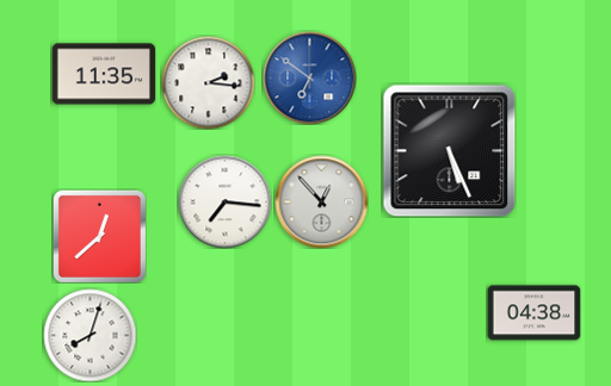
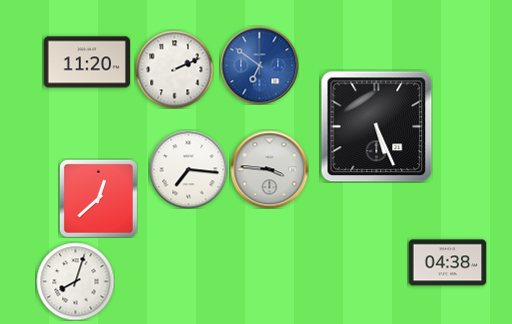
clock at (103, 74): 11:35 -> 11:20
clock at (208, 82): 2:16 -> 2:11
clock at (321, 201): 12:53 -> 3:46
clock at (99, 236) position: (99, 236) -> (98, 198)
